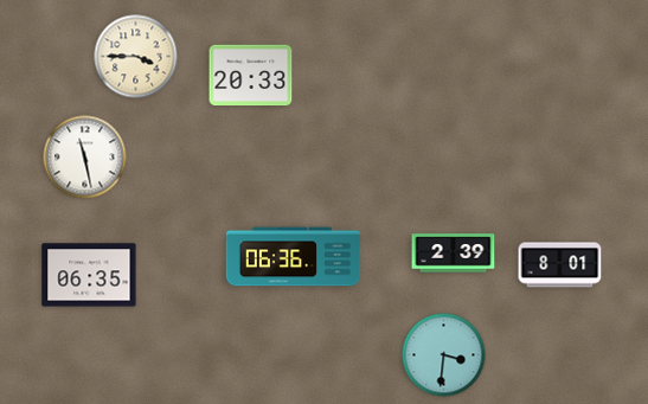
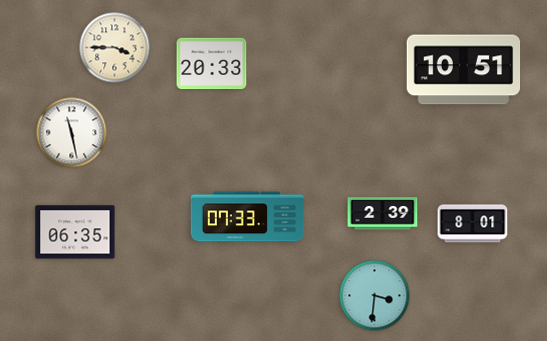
clock at (464, 70): none -> 10:51
clock at (294, 257): 06:36 -> 07:33
clock at (444, 355) position: (444, 355) -> (375, 296)
